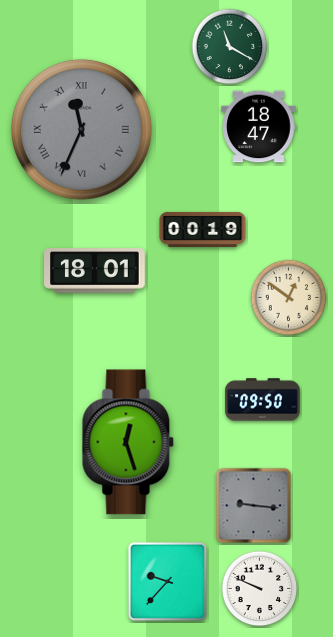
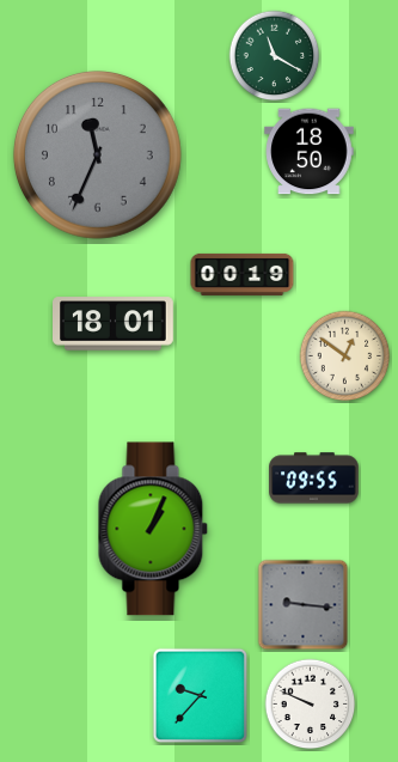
clock at (259, 127): 18:47 -> 18:50
clock at (81, 129) numerals: Roman -> Arabic
clock at (263, 400): 09:50 -> 09:55
clock at (128, 442): 12:27 -> 1:04
